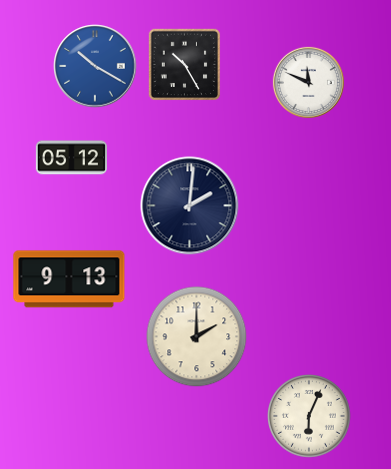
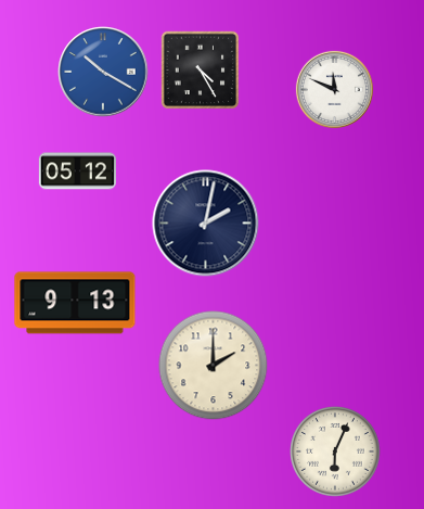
clock at (185, 65): 10:25 -> 4:25
clock at (190, 206): 2:01 -> 2:02
